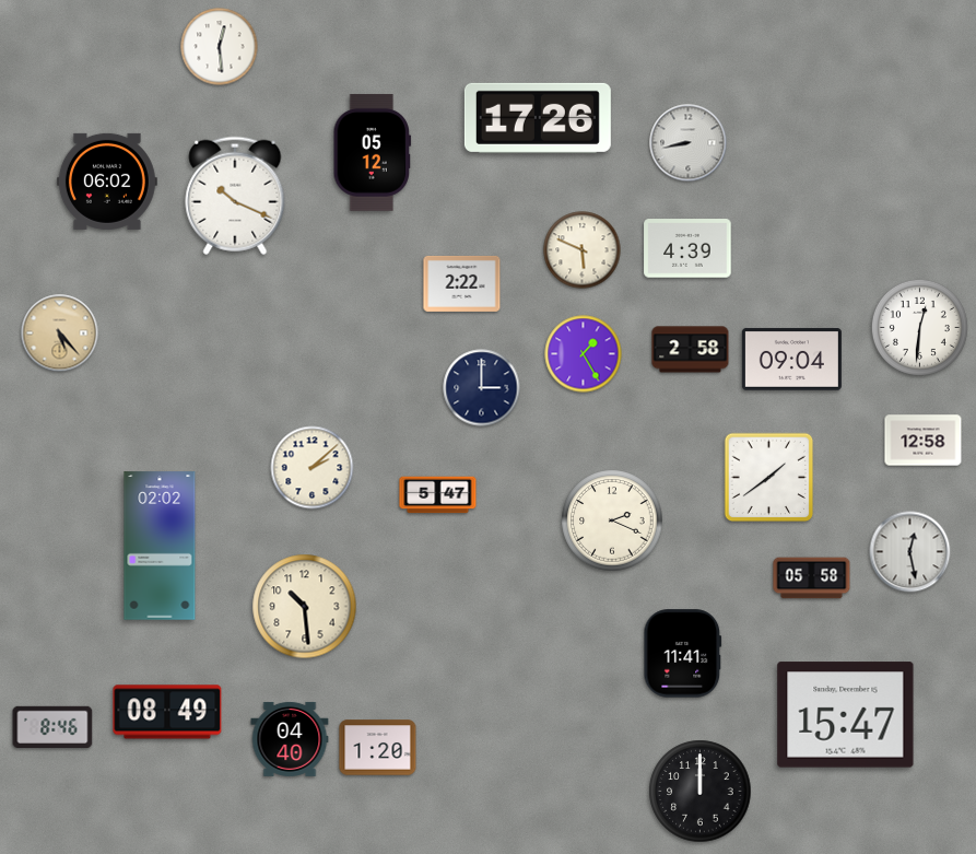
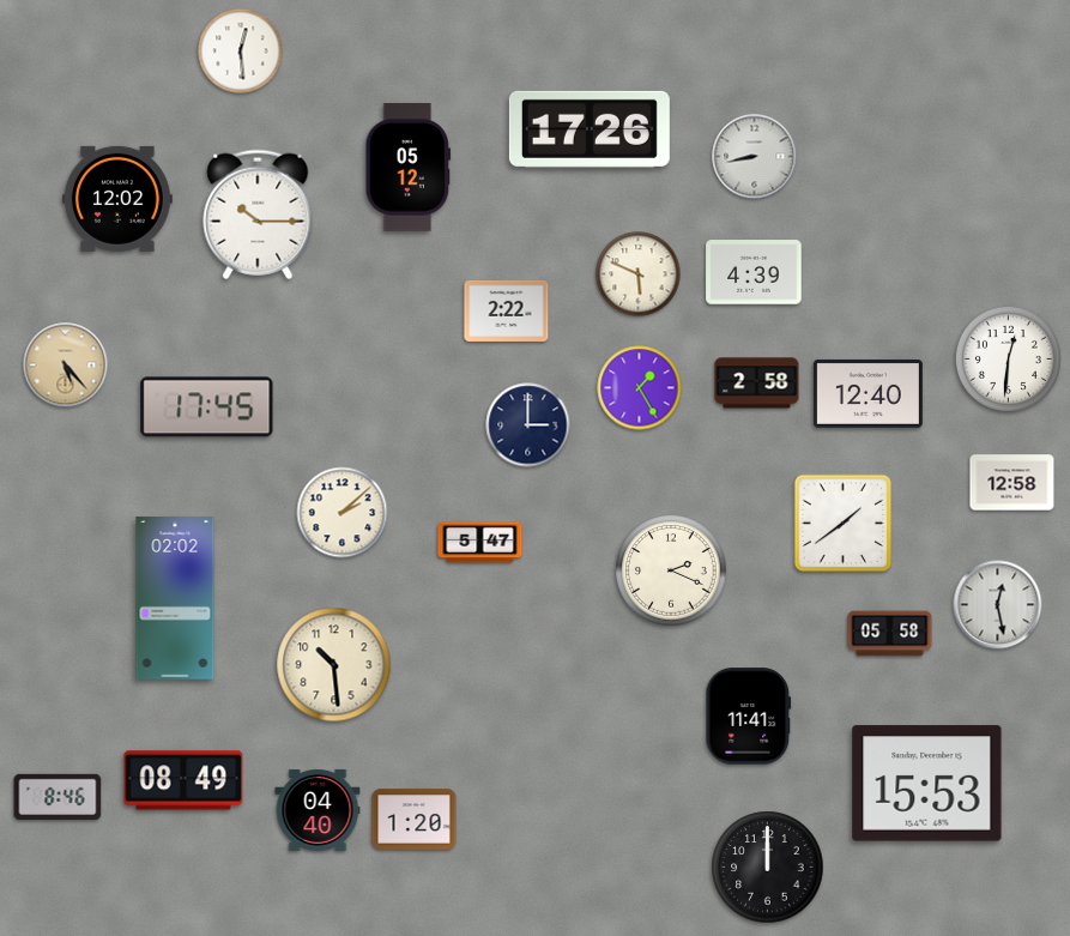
clock at (107, 182): 06:02 -> 12:02
clock at (235, 196): 10:19 -> 10:15
clock at (791, 359): 09:04 -> 12:40
clock at (207, 407): none -> 17:45
clock at (846, 715): 15:47 -> 15:53
